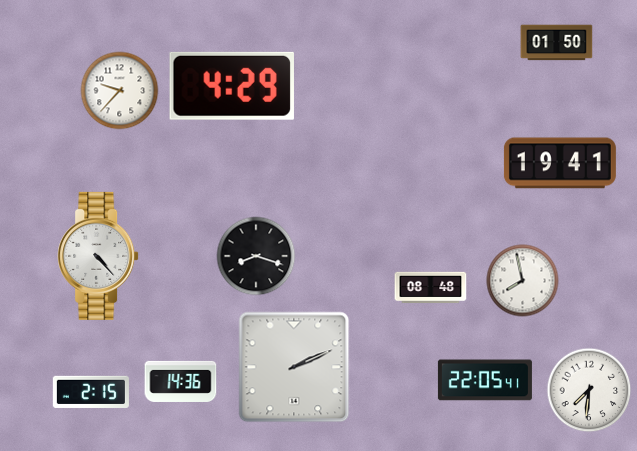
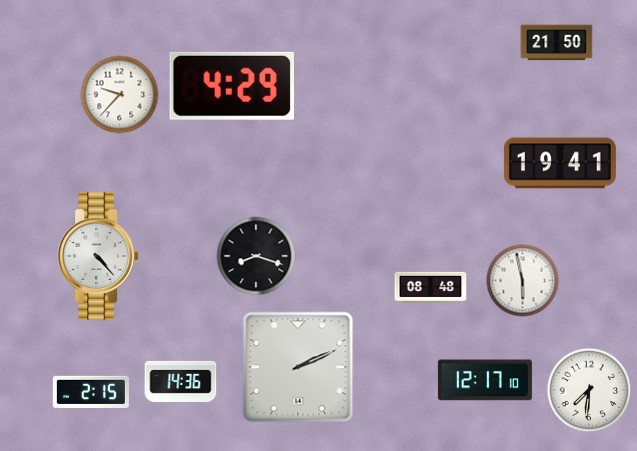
clock at (557, 43): 01:50 -> 21:50
clock at (120, 91) position: (120, 91) -> (120, 95)
clock at (523, 281): 7:58 -> 5:58
clock at (294, 367) position: (294, 367) -> (298, 367)
clock at (485, 380): 22:05 -> 12:17
